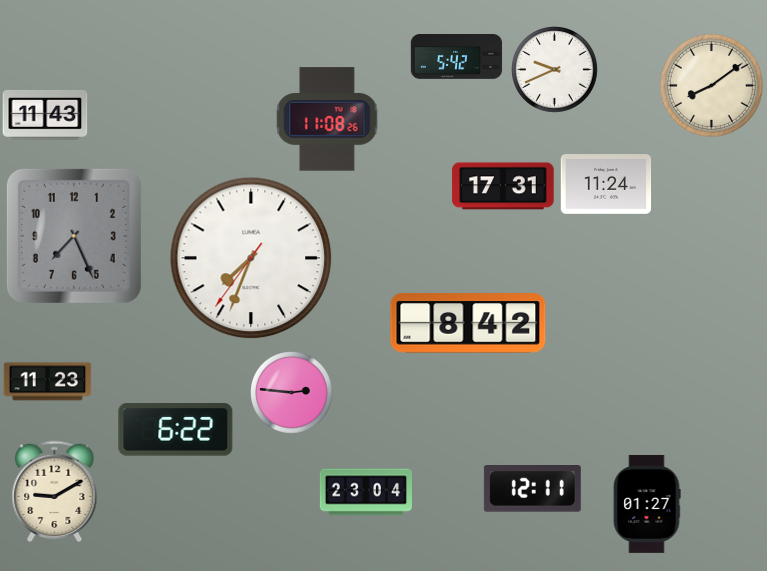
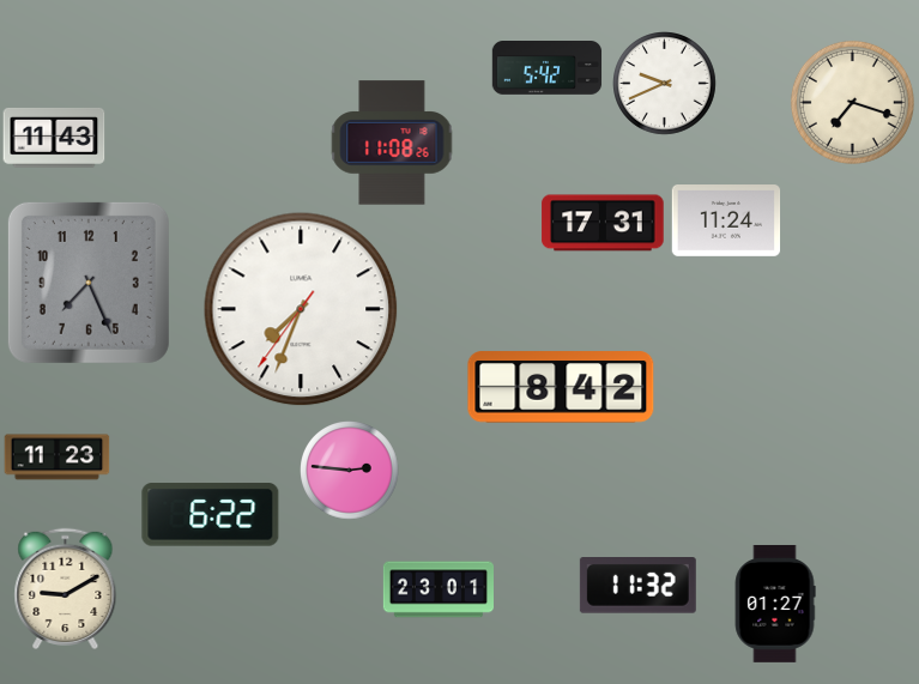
clock at (711, 85): 8:09 -> 7:18
clock at (532, 489): 12:11 -> 11:32
clock at (365, 492): 23:04 -> 23:01
